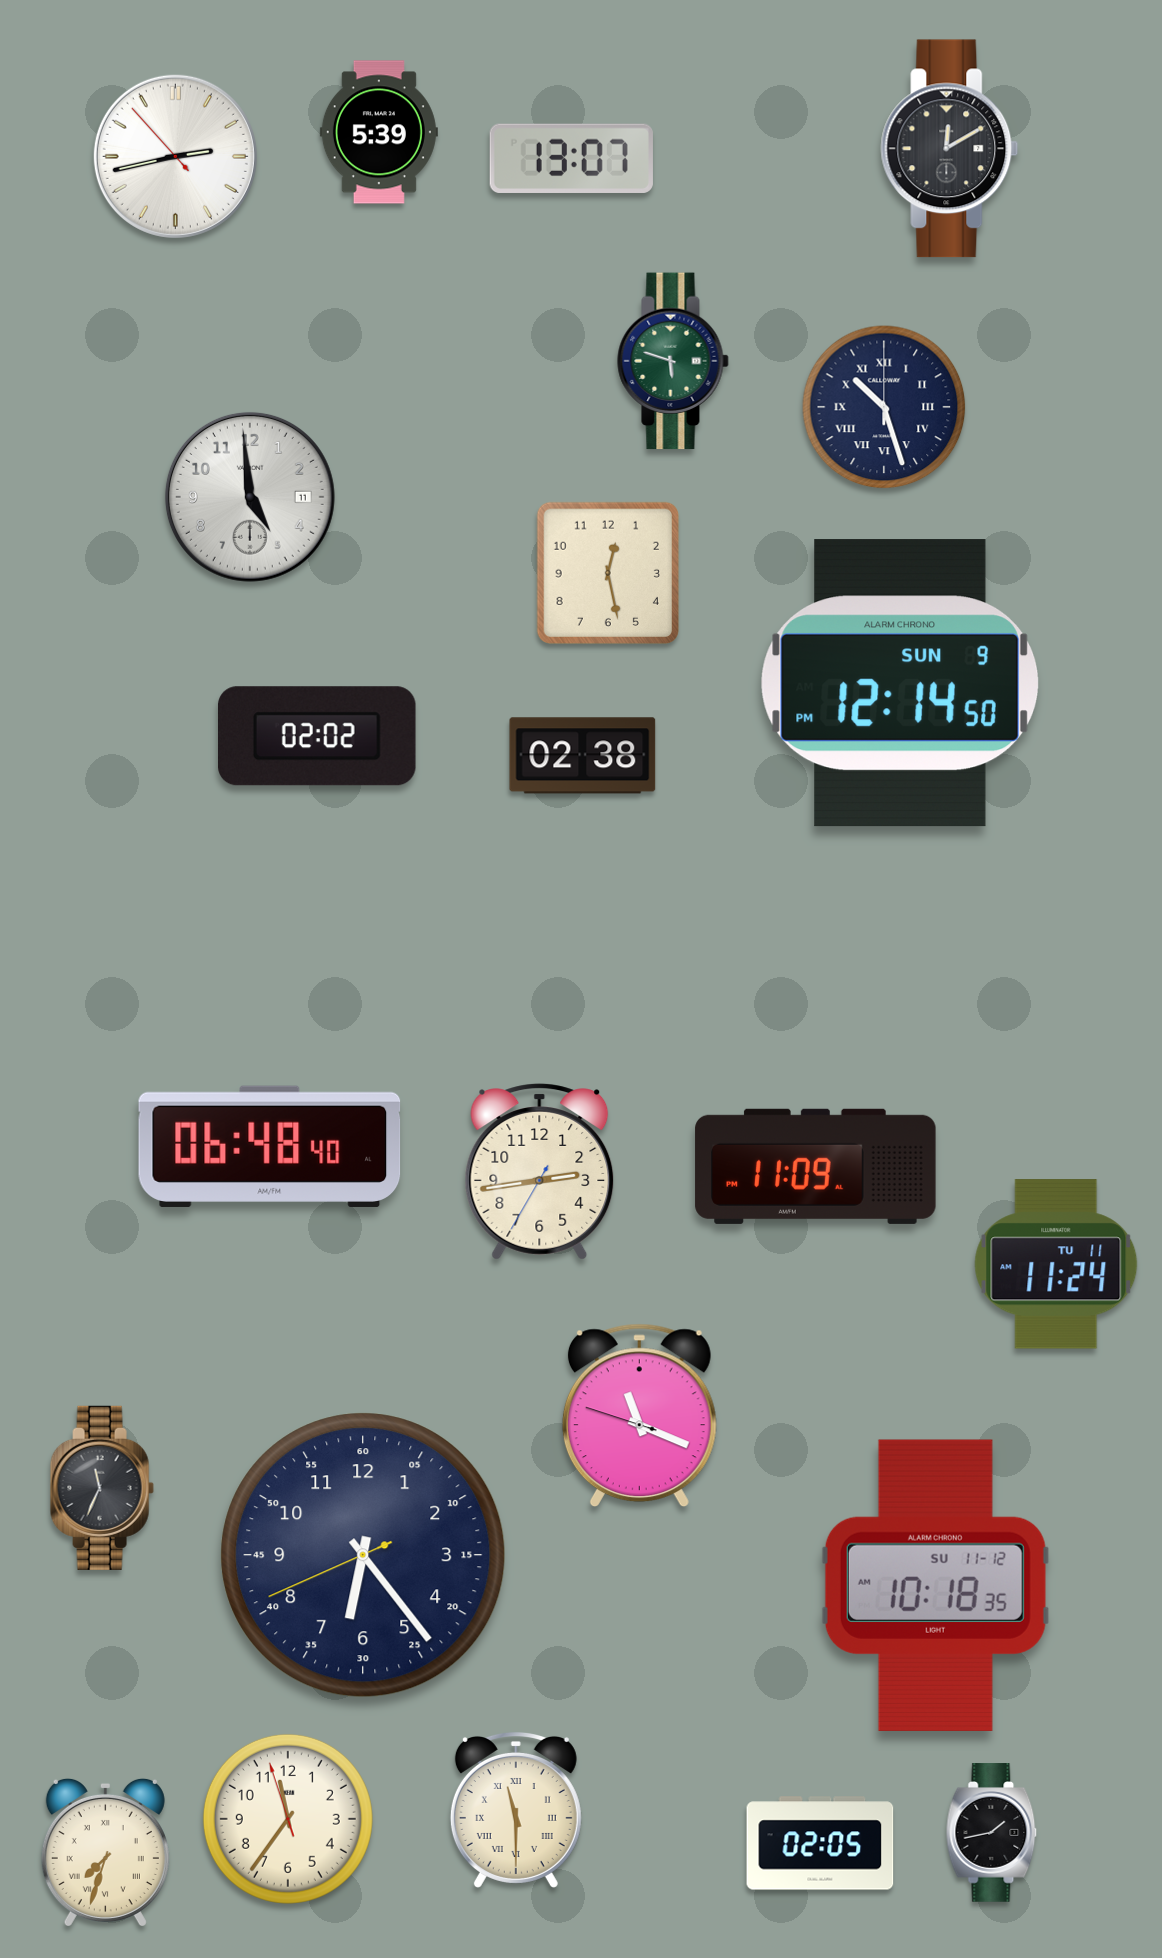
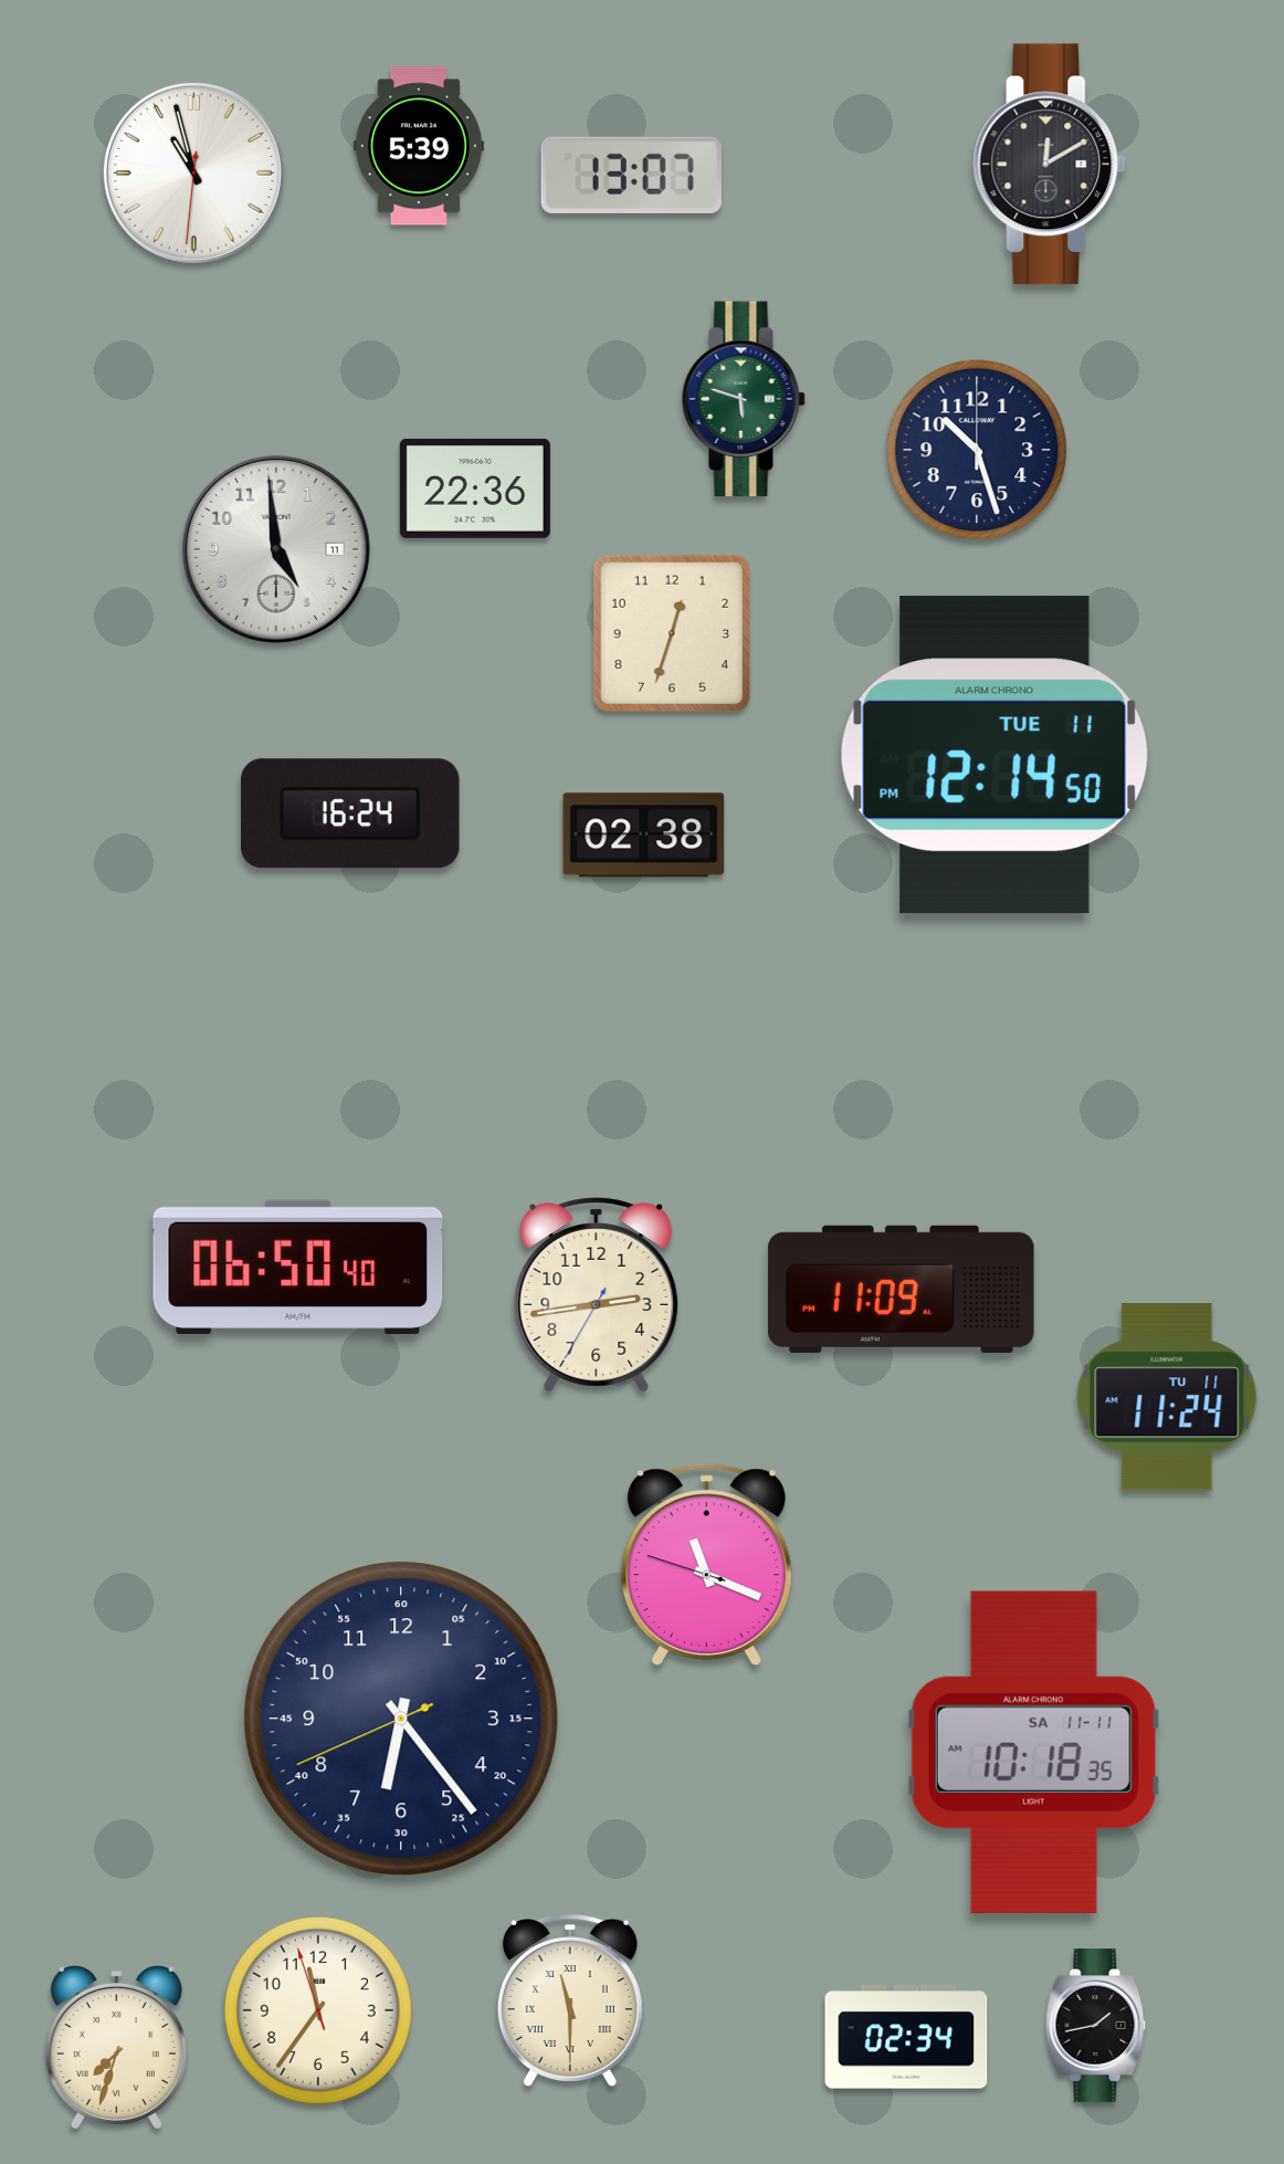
clock at (175, 156): 2:42 -> 10:57
clock at (884, 407) numerals: Roman -> Arabic
clock at (475, 489): none -> 22:36
clock at (608, 573): 12:28 -> 12:33
clock at (900, 683) date: SUN 9 -> TUE 11
clock at (318, 736): 02:02 -> 16:24
clock at (270, 1146): 06:48 -> 06:50
clock at (102, 1488): 11:34 -> none
clock at (935, 1585) date: SU 11-12 -> SA 11-11
clock at (820, 1843): 02:05 -> 02:34
